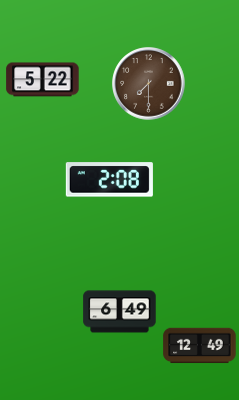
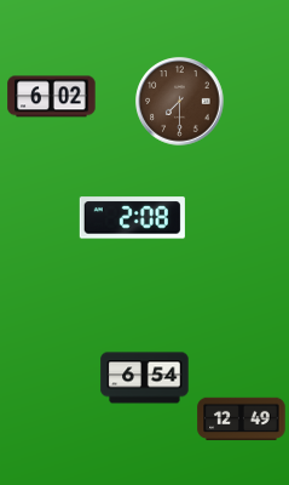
clock at (43, 80): 5:22 -> 6:02
clock at (120, 312): 6:49 -> 6:54
